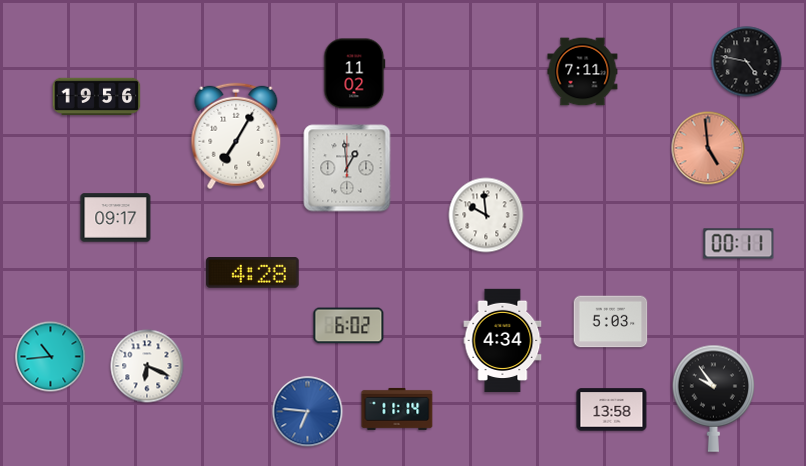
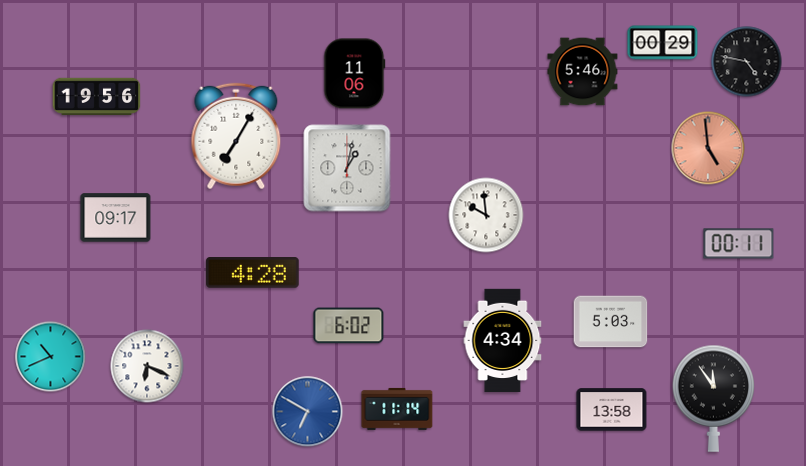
clock at (663, 43): none -> 00:29
clock at (583, 72): 7:11 -> 5:46
clock at (355, 74): 11:02 -> 11:06
clock at (347, 168): 12:59 -> 1:02
clock at (51, 357): 10:44 -> 10:41
clock at (713, 398): 9:54 -> 11:54
clock at (308, 412): 6:46 -> 6:50
